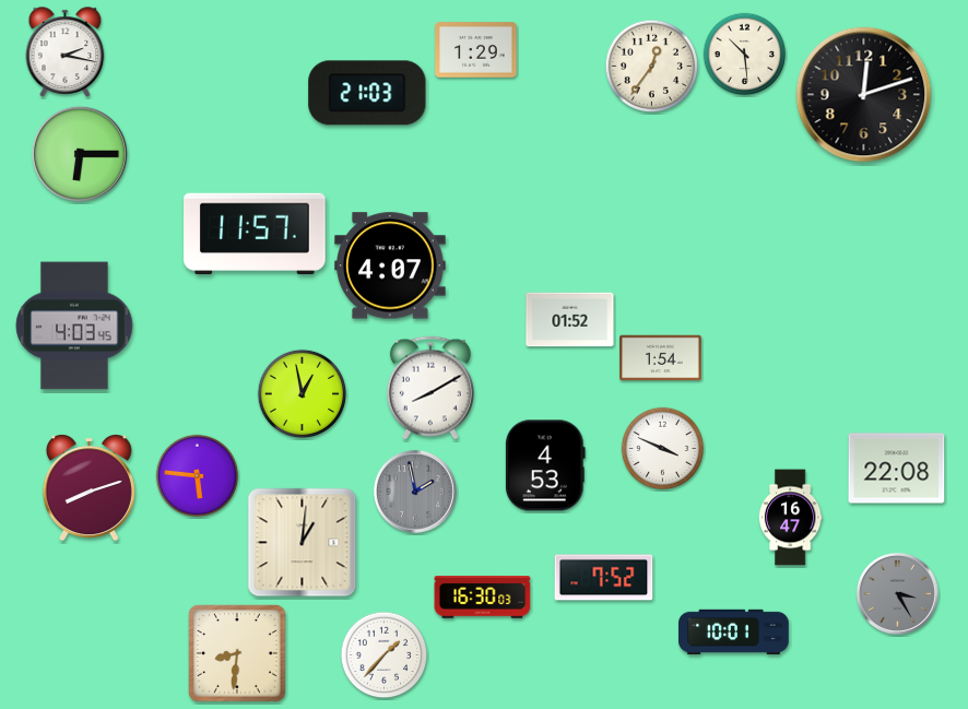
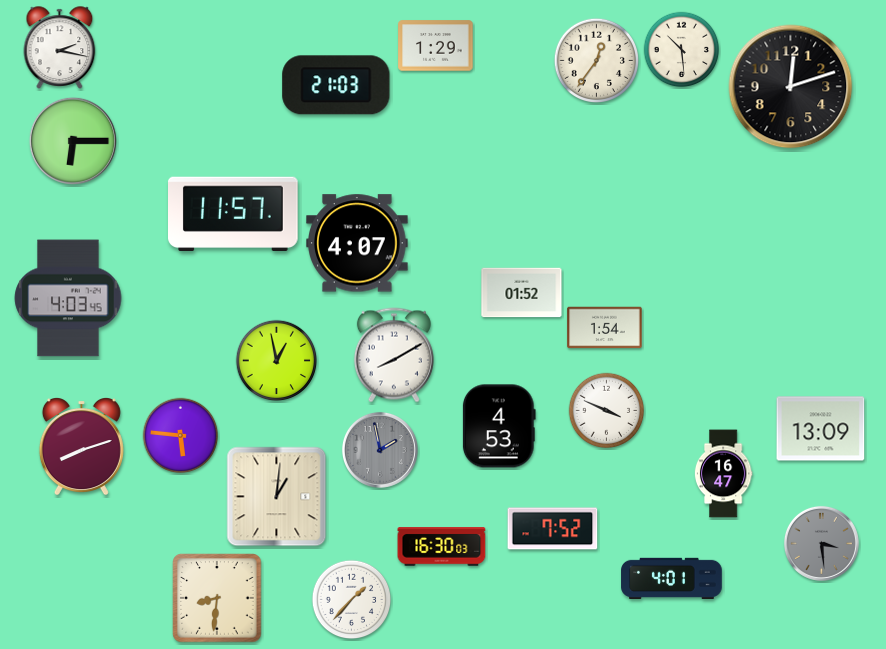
clock at (897, 469): 22:08 -> 13:09
clock at (897, 593): 3:25 -> 3:29
clock at (734, 631): 10:01 -> 4:01
